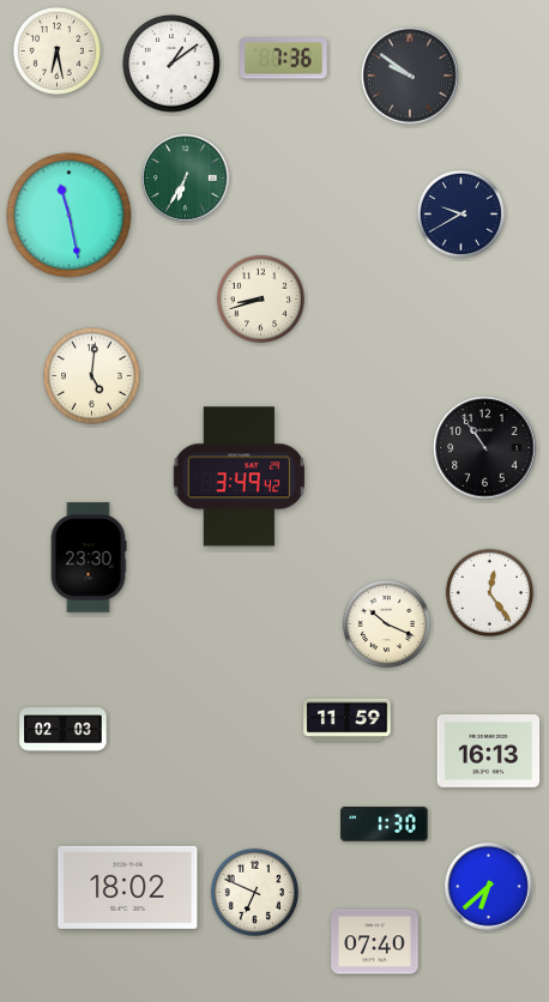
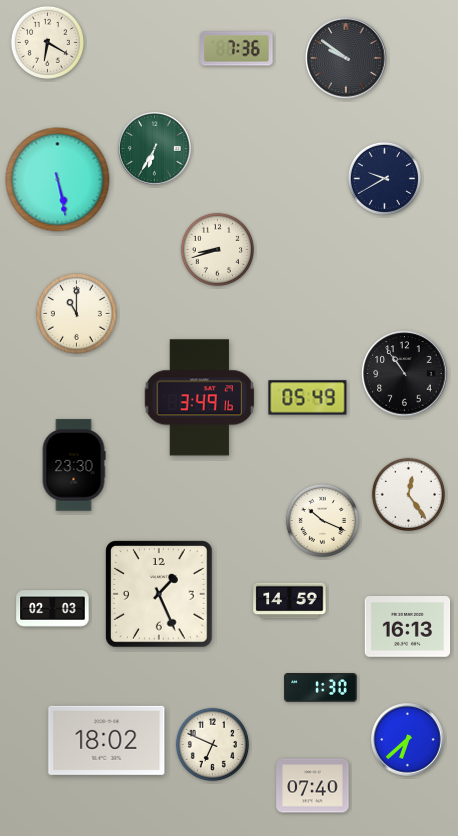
clock at (56, 50): 6:28 -> 6:20
clock at (171, 64): 1:09 -> none
clock at (410, 76) position: (410, 76) -> (346, 58)
clock at (70, 216): 11:28 -> 5:28
clock at (92, 376): 5:01 -> 11:00
clock at (240, 477): 3:49:42 -> 3:49:16
clock at (308, 398): none -> 05:49
clock at (159, 594): none -> 1:26
clock at (348, 720): 11:59 -> 14:59
